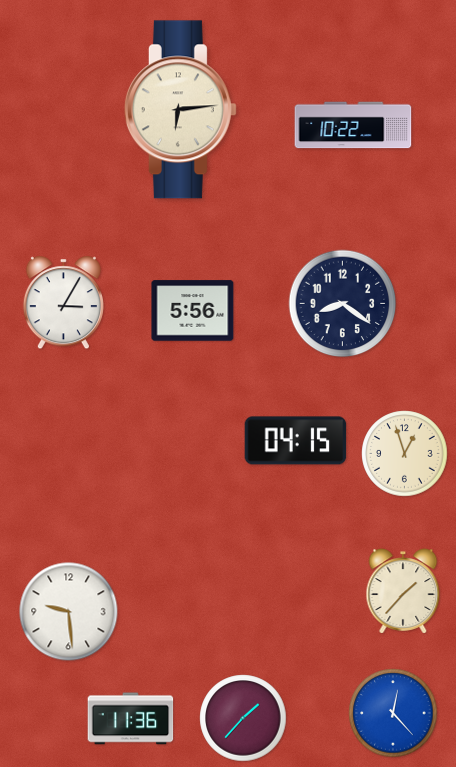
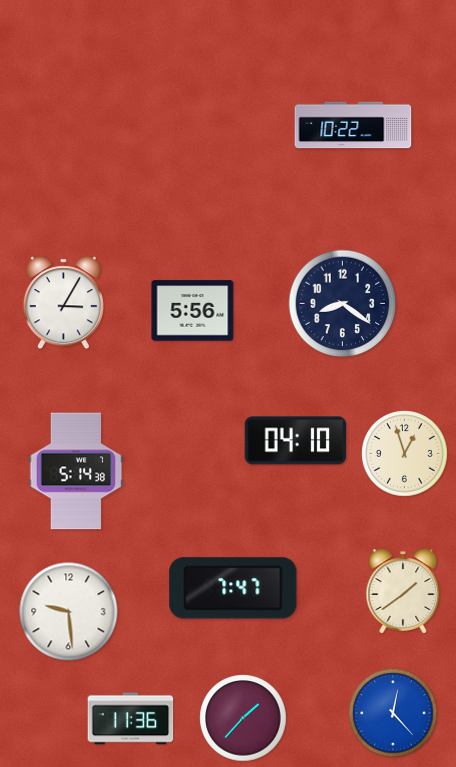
clock at (180, 110): 6:14 -> none
clock at (296, 441): 04:15 -> 04:10
clock at (76, 471): none -> 5:14
clock at (233, 588): none -> 7:47
clock at (403, 591): 1:37 -> 1:39
